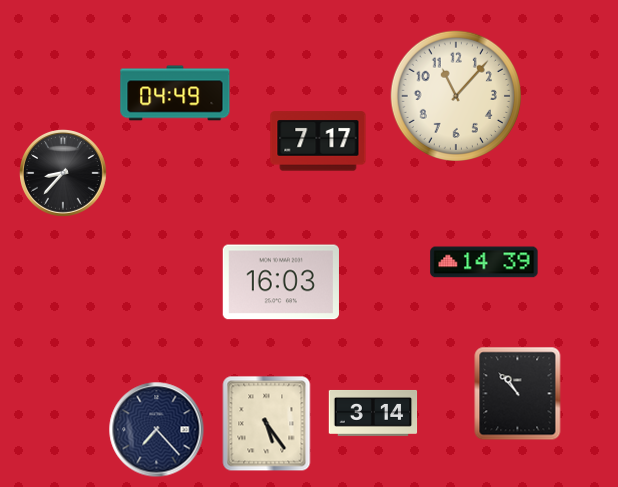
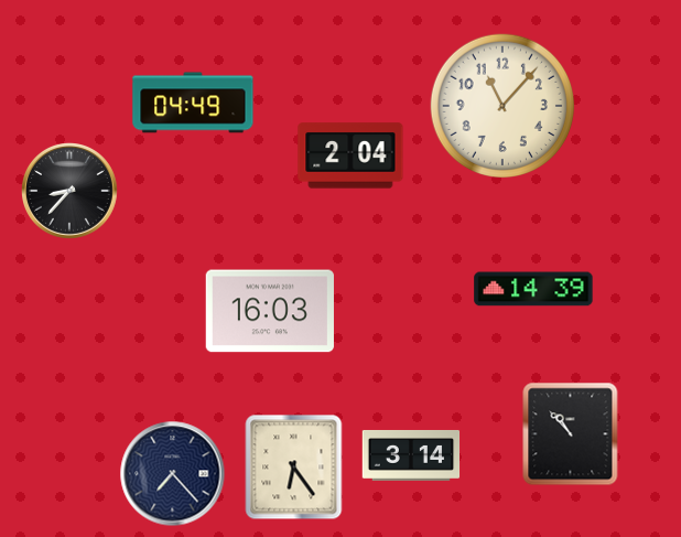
clock at (318, 141): 7:17 -> 2:04
clock at (281, 282) position: (281, 282) -> (270, 311)
clock at (267, 424): 5:24 -> 6:24
